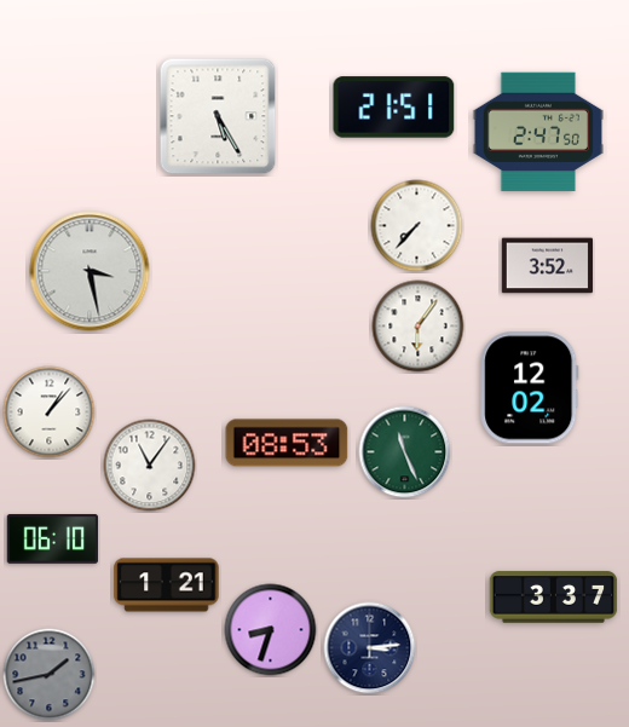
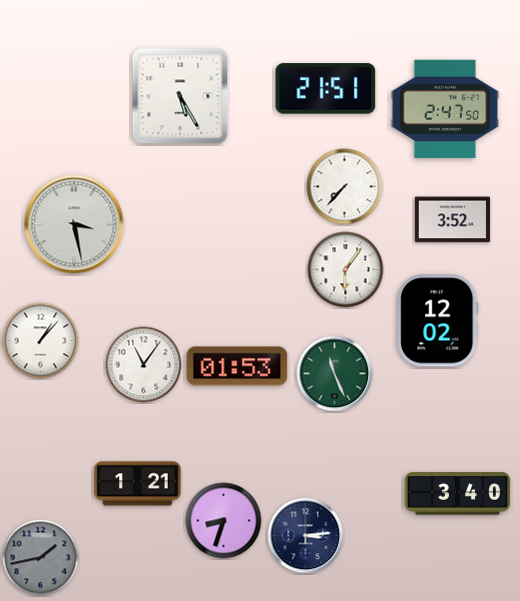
clock at (287, 443): 08:53 -> 01:53
clock at (150, 466) position: (150, 466) -> (144, 365)
clock at (53, 540): 06:10 -> none
clock at (554, 598): 3:37 -> 3:40
